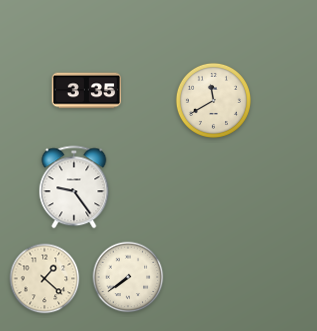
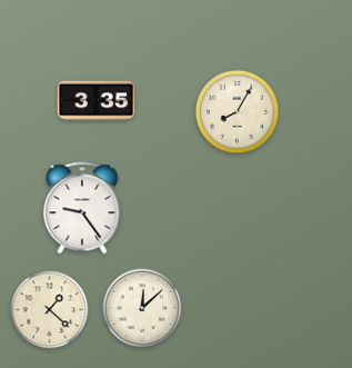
clock at (213, 100): 11:40 -> 8:05
clock at (128, 277): 7:39 -> 12:08
